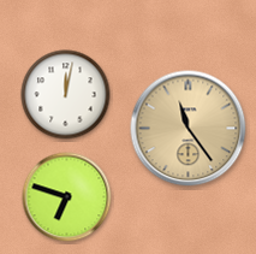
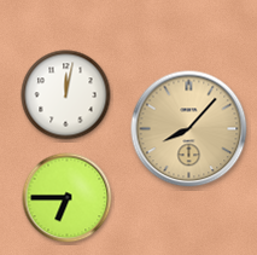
clock at (189, 129): 11:24 -> 8:07
clock at (67, 197): 6:48 -> 6:45
